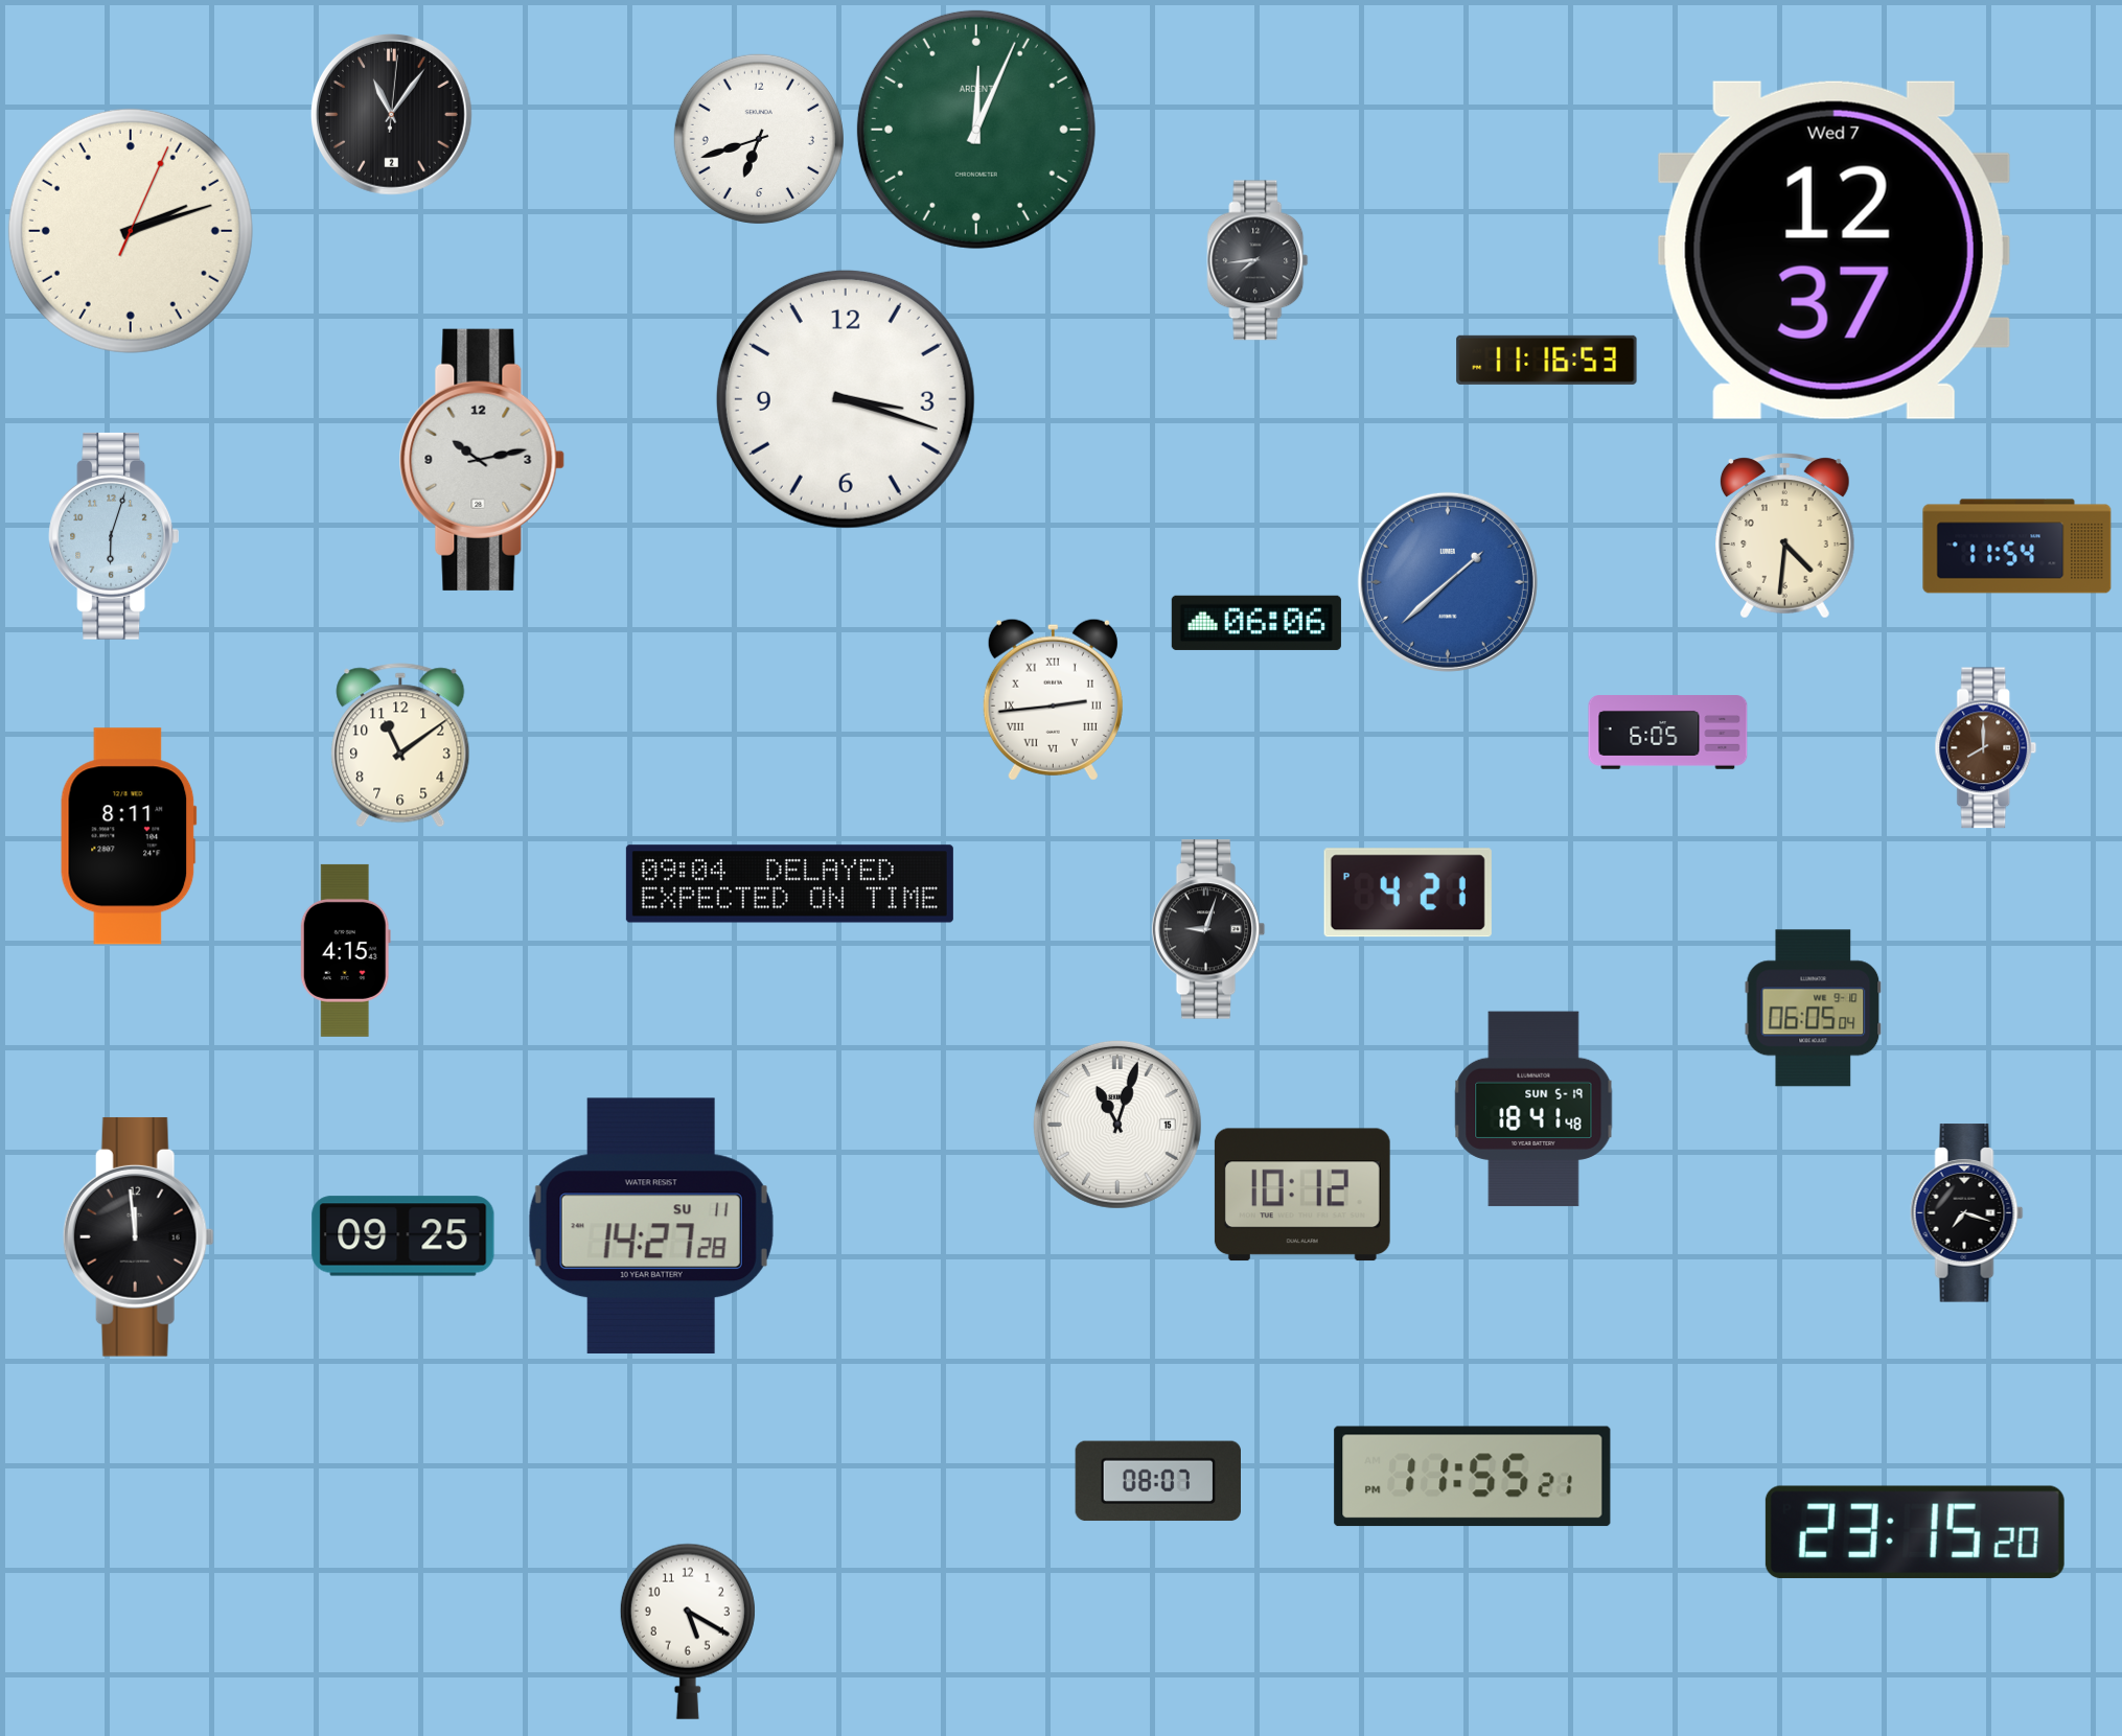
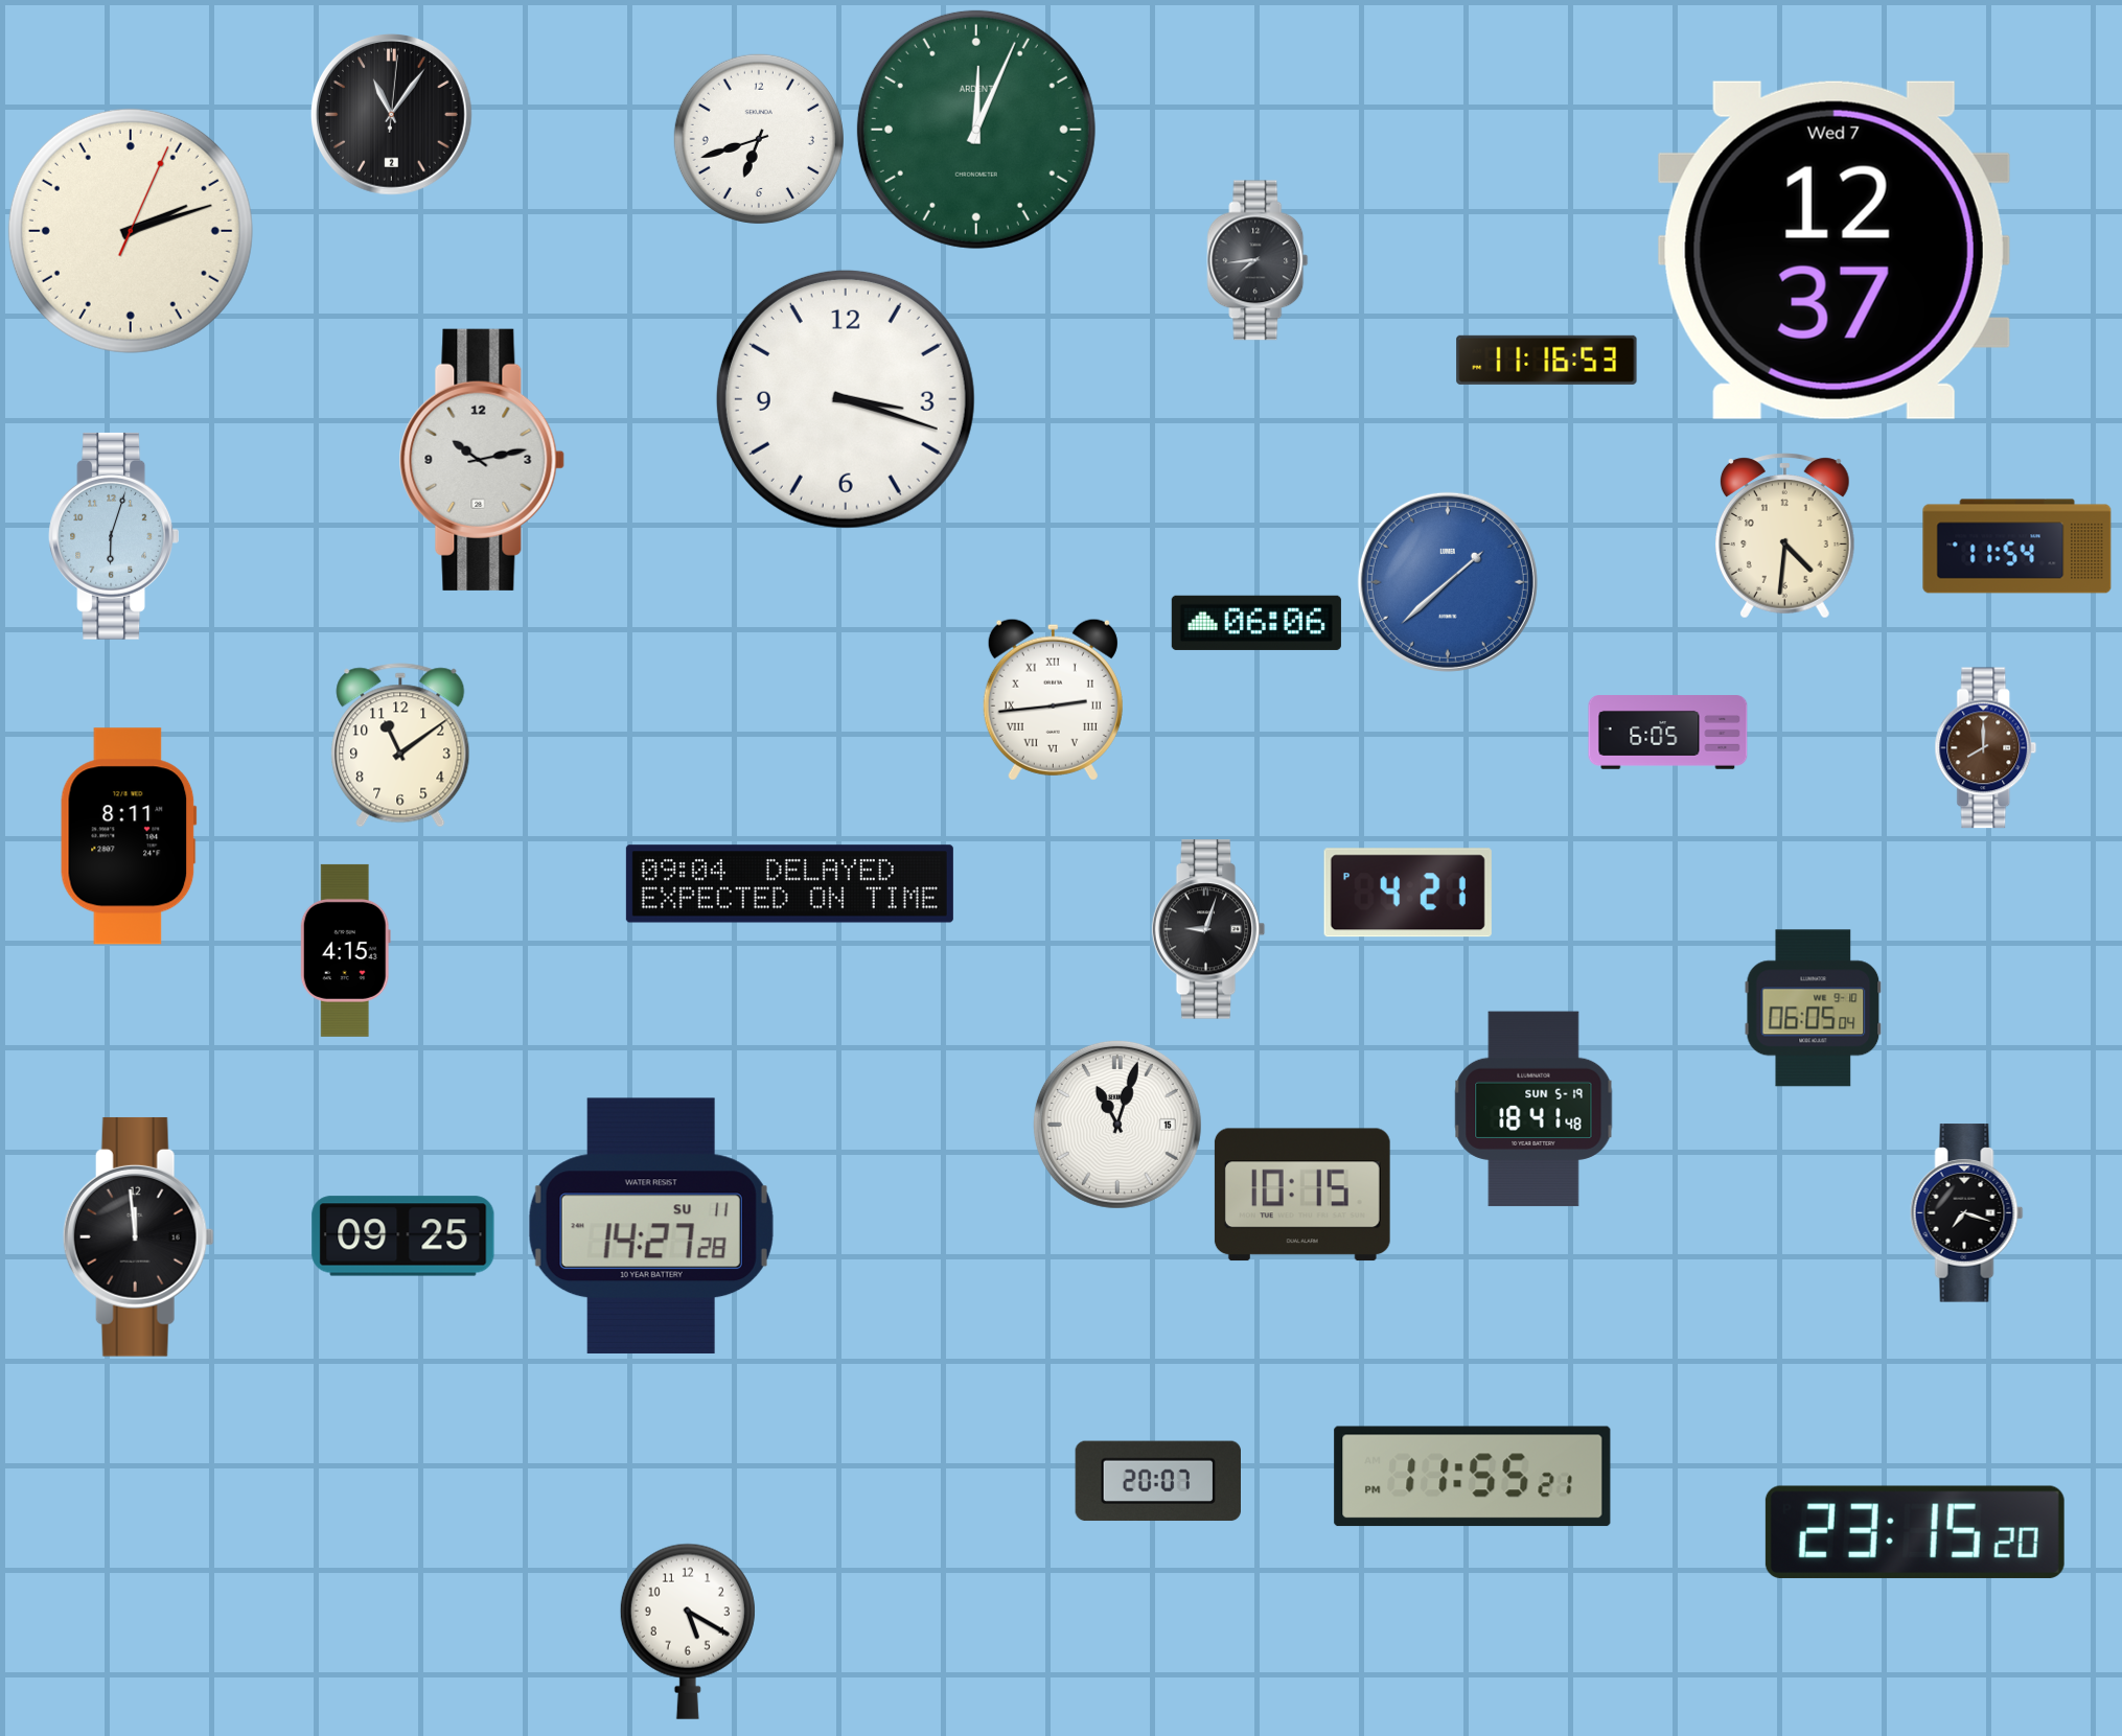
clock at (1302, 1195): 10:12 -> 10:15
clock at (1157, 1481): 08:07 -> 20:07
